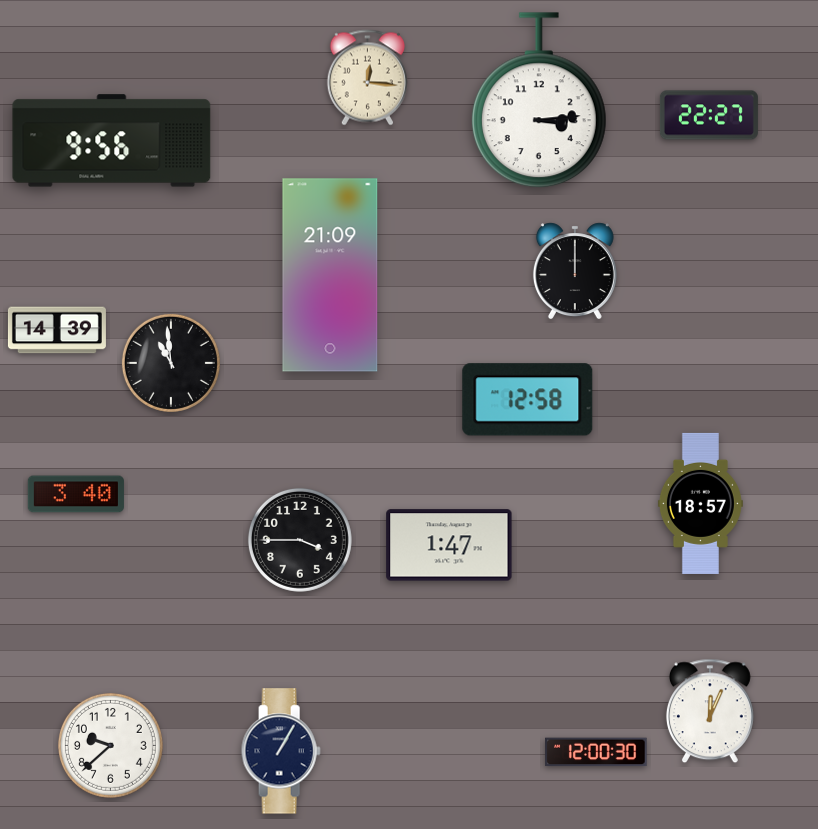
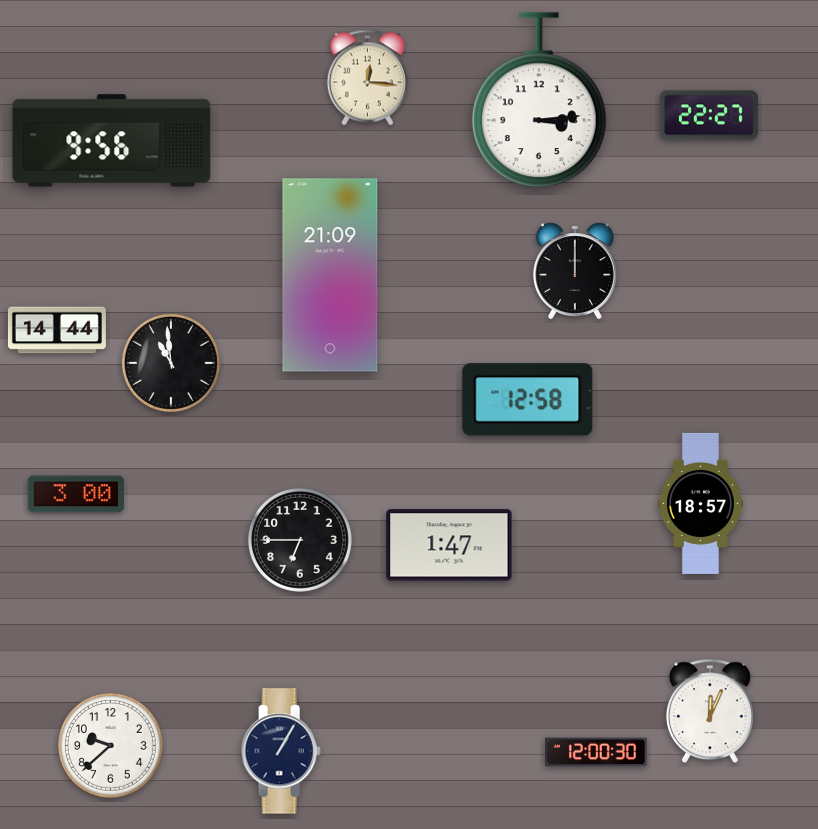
clock at (57, 330): 14:39 -> 14:44
clock at (76, 494): 3:40 -> 3:00
clock at (300, 540): 3:45 -> 6:45
